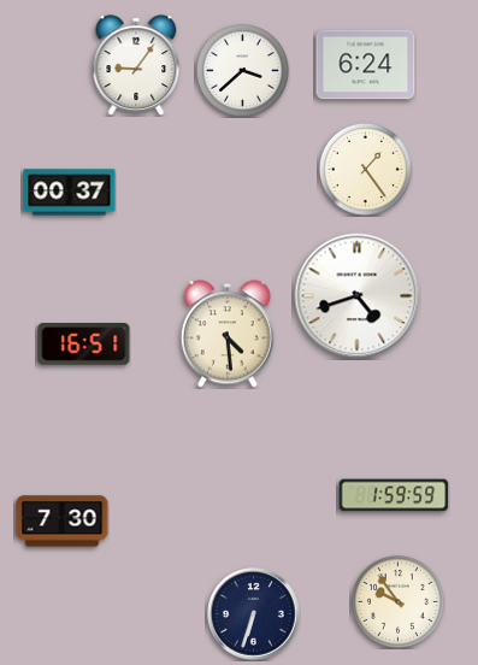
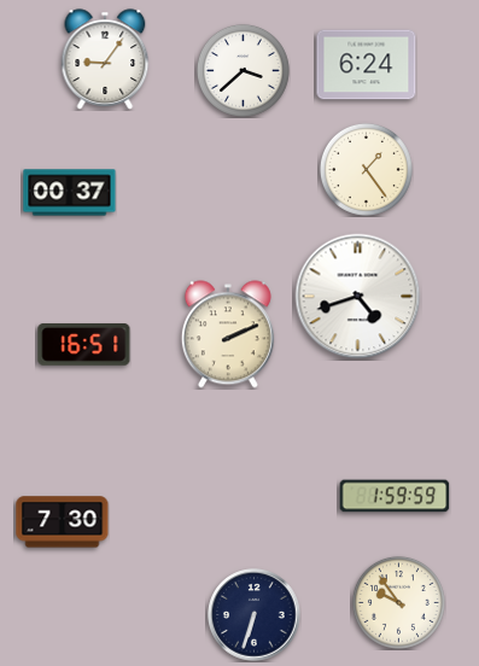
clock at (136, 65) position: (136, 65) -> (105, 59)
clock at (228, 334): 4:29 -> 2:11
